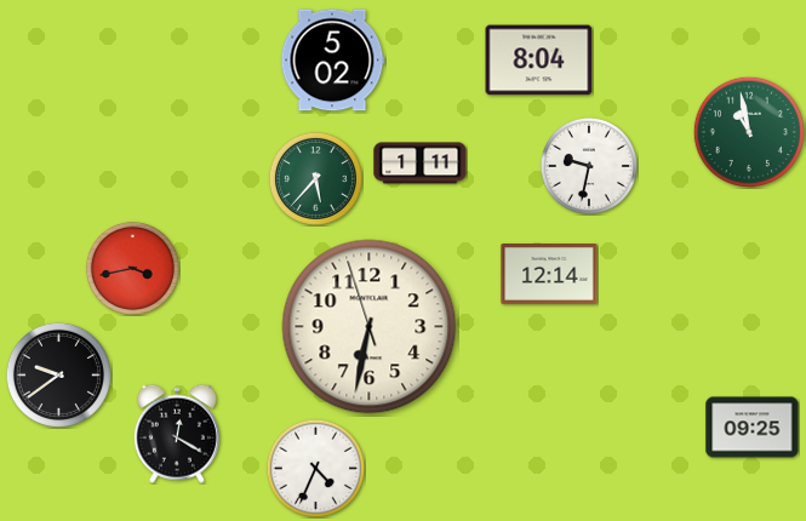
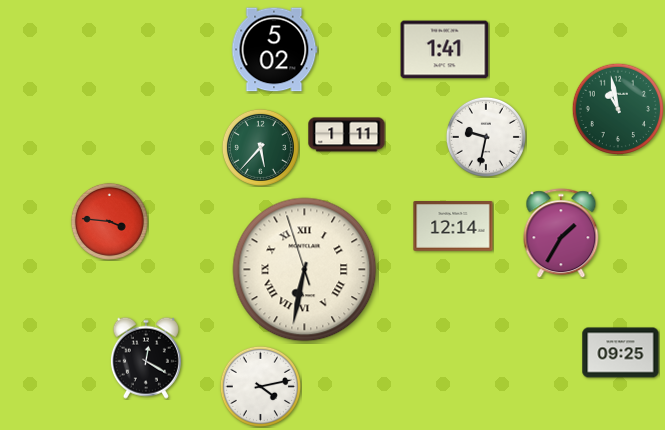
clock at (539, 61): 8:04 -> 1:41
clock at (132, 268): 3:43 -> 3:46
clock at (561, 233): none -> 1:35
clock at (370, 327) numerals: Arabic -> Roman
clock at (58, 374): 9:39 -> none
clock at (315, 468): 4:34 -> 4:13
